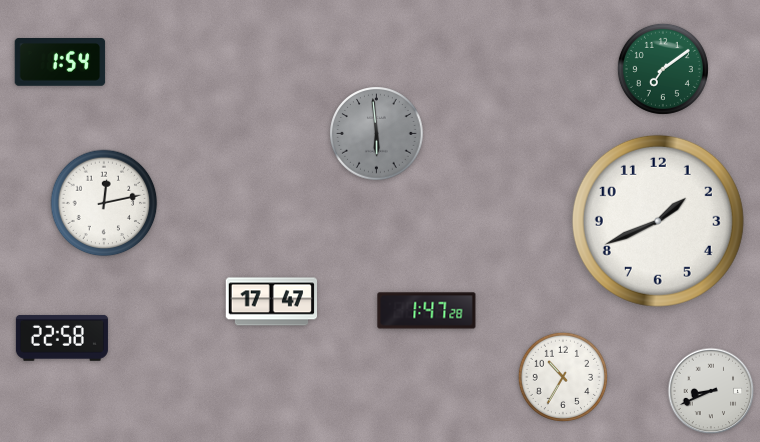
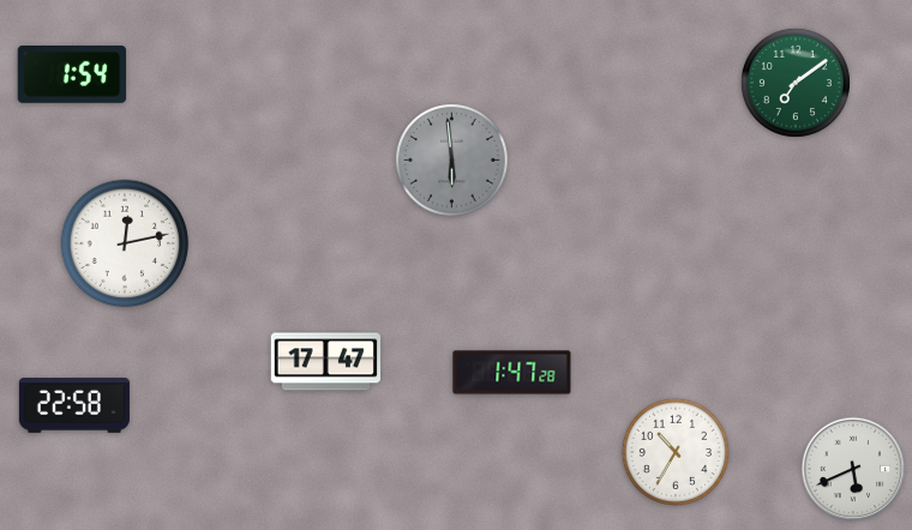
clock at (658, 221): 1:41 -> none
clock at (711, 391): 8:41 -> 5:41
